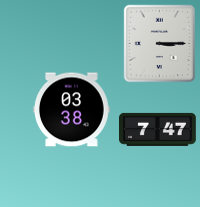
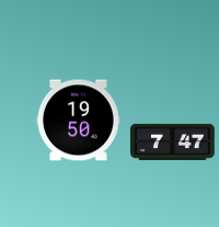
clock at (160, 43): 3:15 -> none
clock at (72, 110): 03:38 -> 19:50
